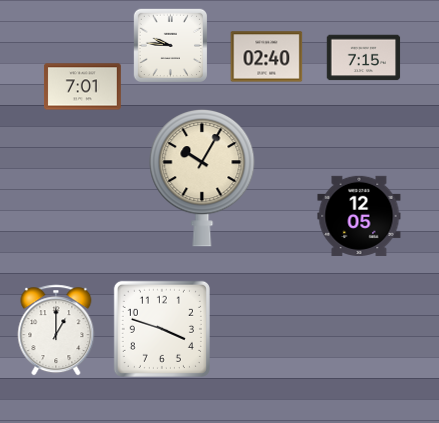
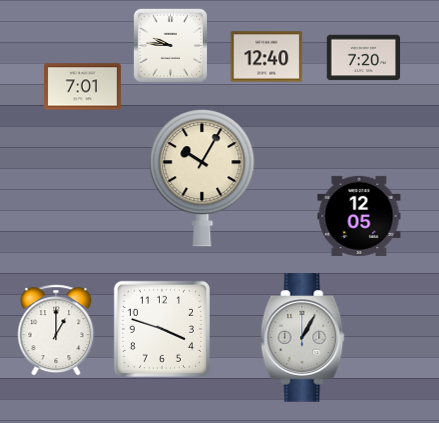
clock at (267, 57): 02:40 -> 12:40
clock at (364, 58): 7:15 -> 7:20
clock at (303, 338): none -> 1:05
